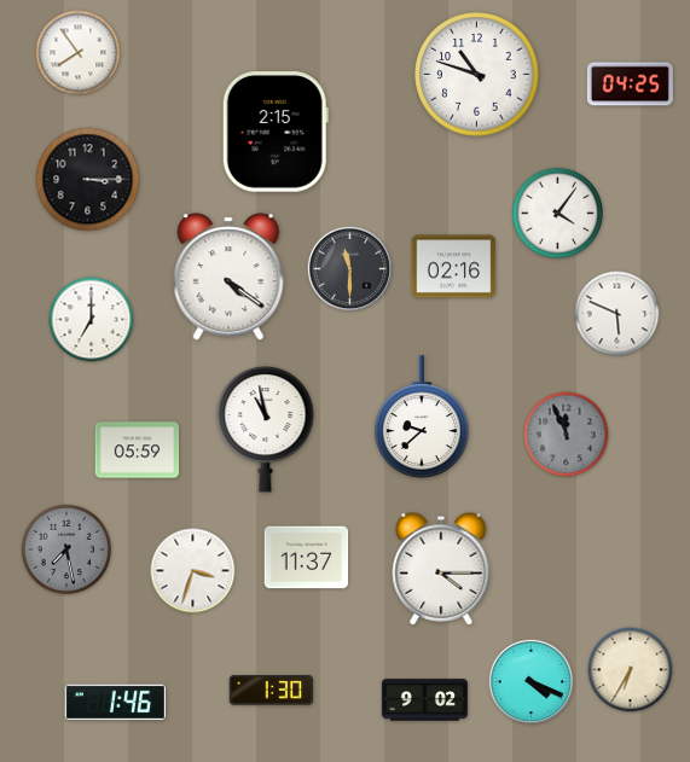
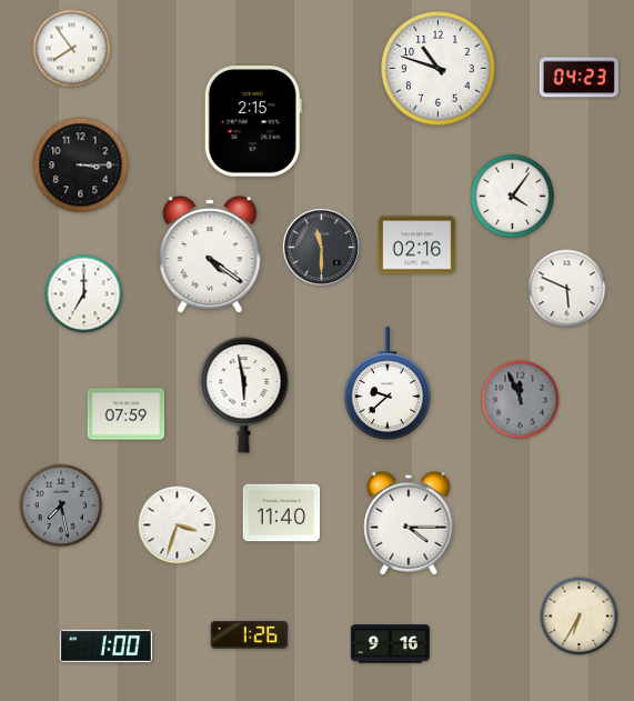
clock at (630, 85): 04:25 -> 04:23
clock at (266, 429): 10:58 -> 5:58
clock at (138, 450): 05:59 -> 07:59
clock at (307, 558): 11:37 -> 11:40
clock at (441, 569) position: (441, 569) -> (409, 523)
clock at (532, 682): 4:19 -> none
clock at (272, 691): 1:30 -> 1:26
clock at (424, 700): 9:02 -> 9:16
clock at (115, 703): 1:46 -> 1:00
